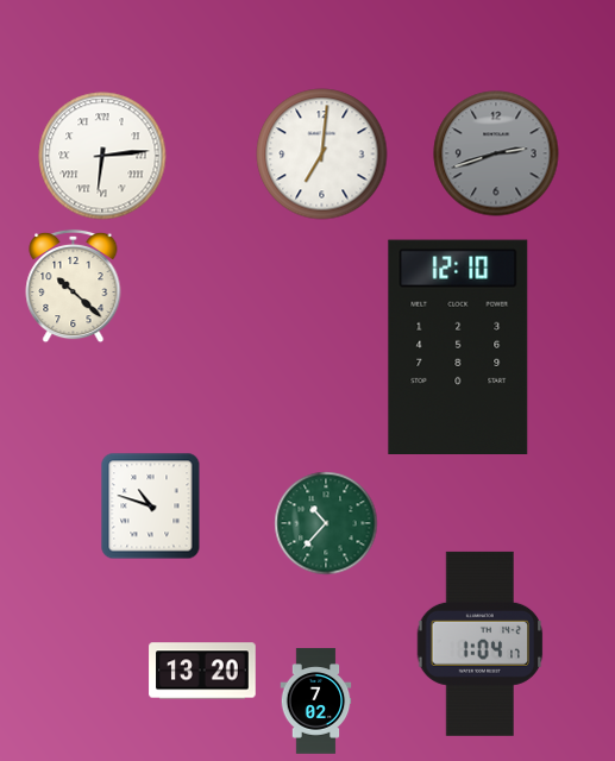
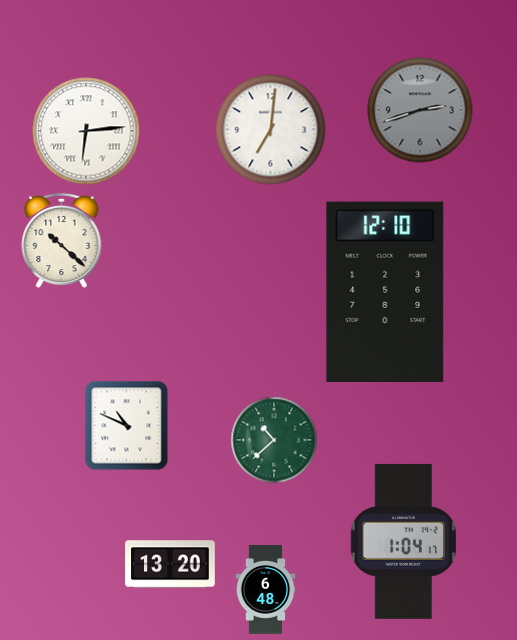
clock at (496, 153) position: (496, 153) -> (420, 110)
clock at (151, 507): 10:48 -> 10:49
clock at (326, 523): 10:37 -> 10:38
clock at (316, 702): 7:02 -> 6:48
